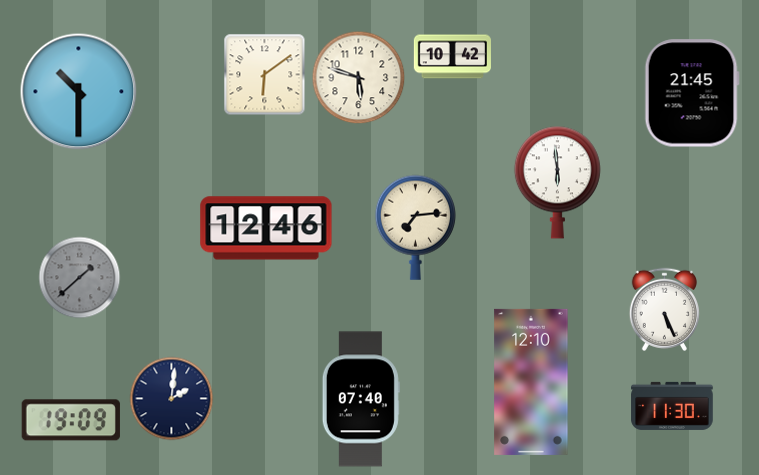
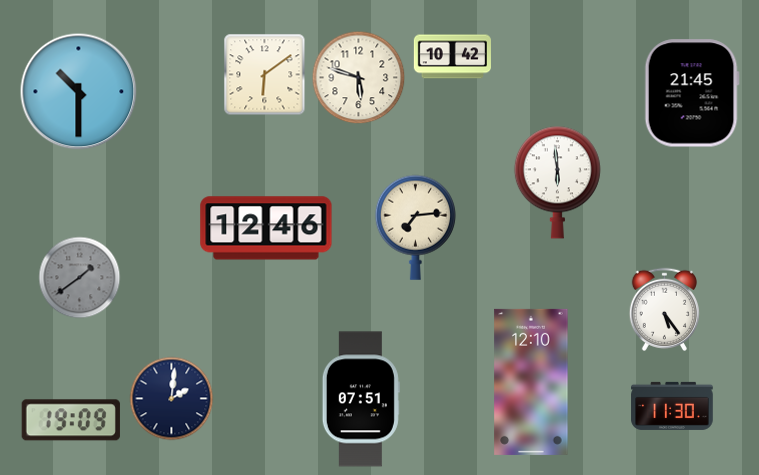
clock at (80, 278): 1:38 -> 1:39
clock at (664, 309): 5:26 -> 5:24
clock at (361, 399): 07:40 -> 07:51
